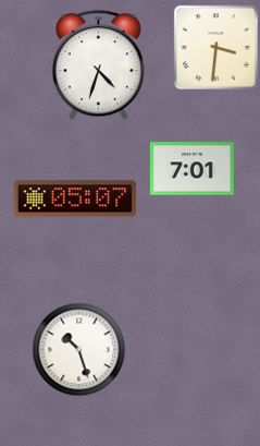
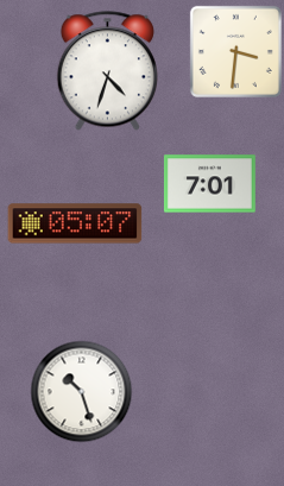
clock at (75, 198) position: (75, 198) -> (75, 223)
clock at (78, 349) position: (78, 349) -> (81, 391)
